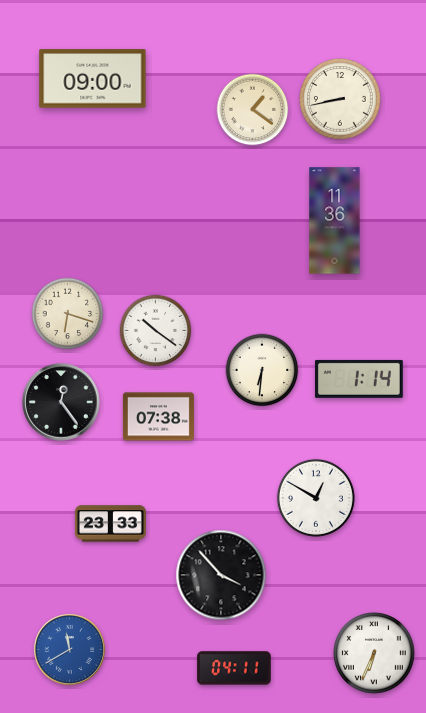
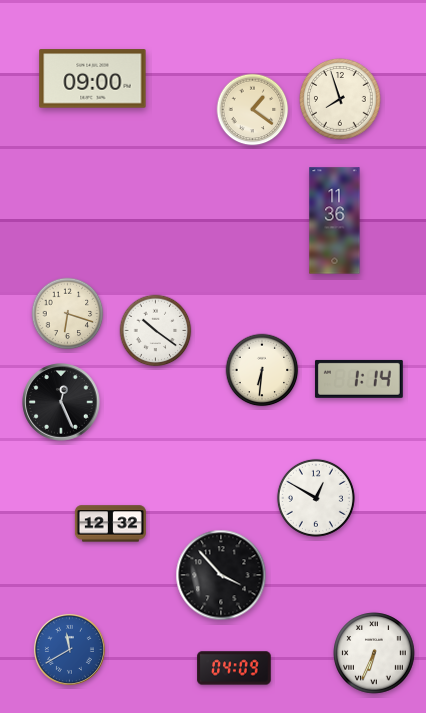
clock at (340, 99): 8:43 -> 7:57
clock at (61, 402): 12:24 -> 12:26
clock at (158, 417): 07:38 -> none
clock at (110, 524): 23:33 -> 12:32
clock at (234, 668): 04:11 -> 04:09
